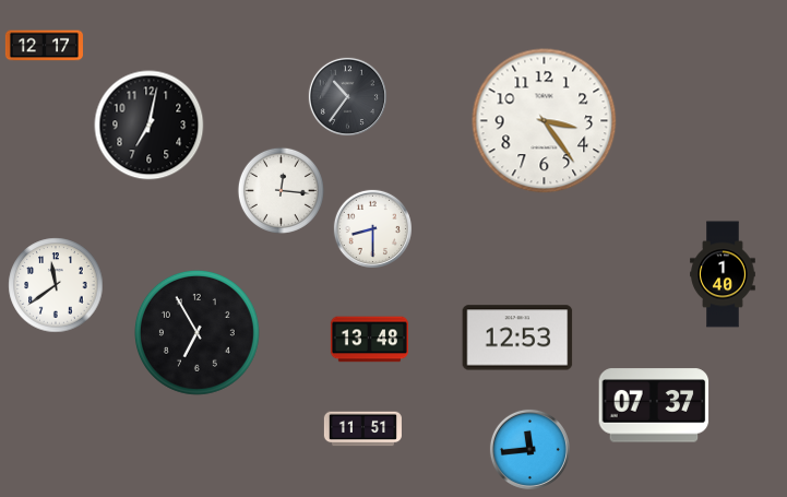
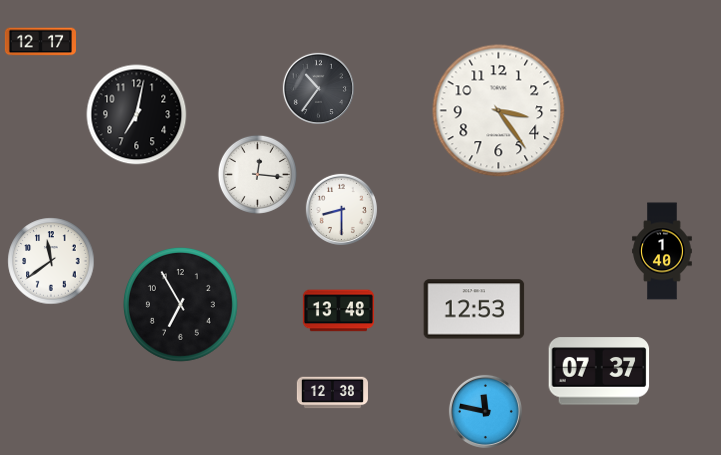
clock at (362, 429): 11:51 -> 12:38
clock at (529, 449): 11:44 -> 11:47
